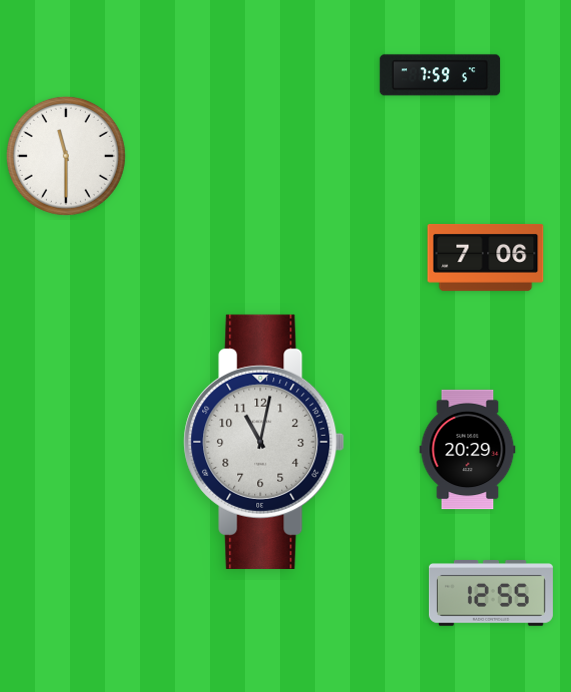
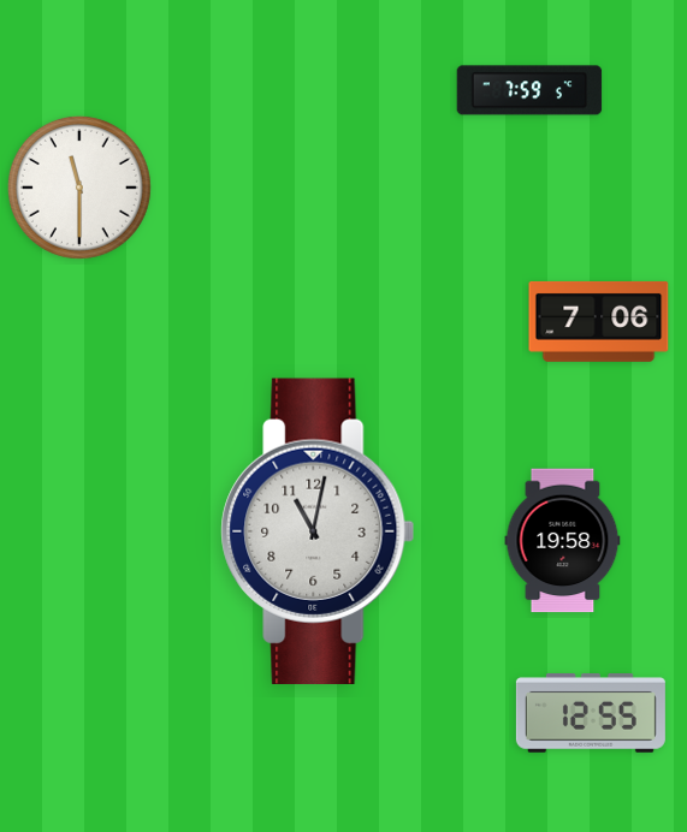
clock at (486, 257) position: (486, 257) -> (599, 321)
clock at (468, 450): 20:29 -> 19:58
